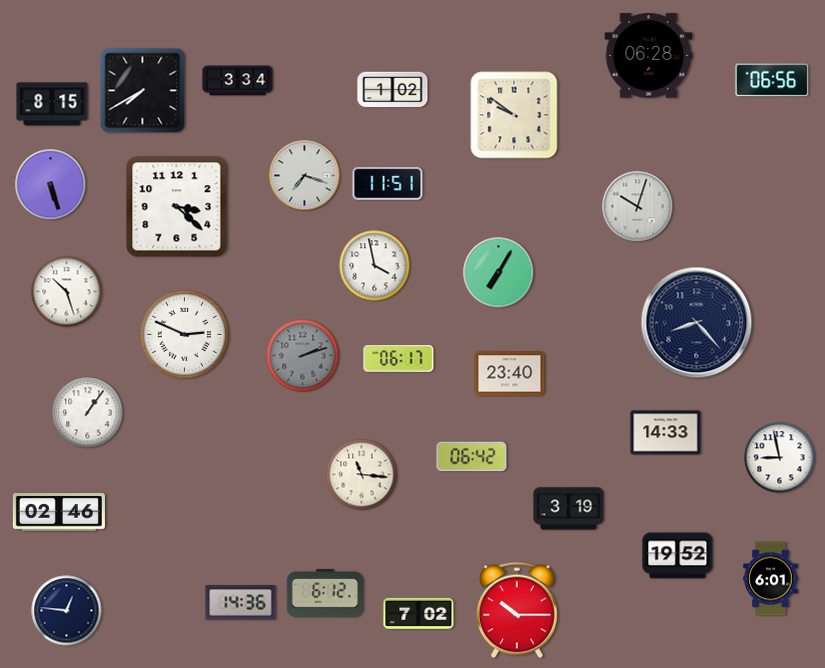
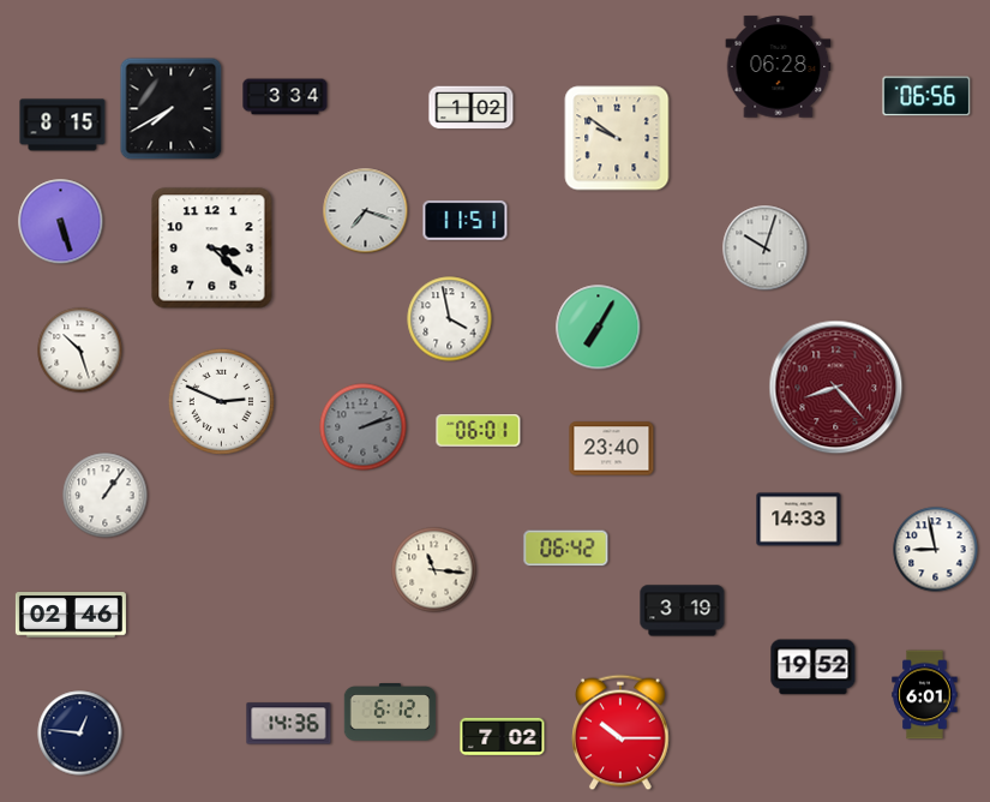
clock at (697, 323) dial: navy -> burgundy
clock at (399, 358): 06:17 -> 06:01
